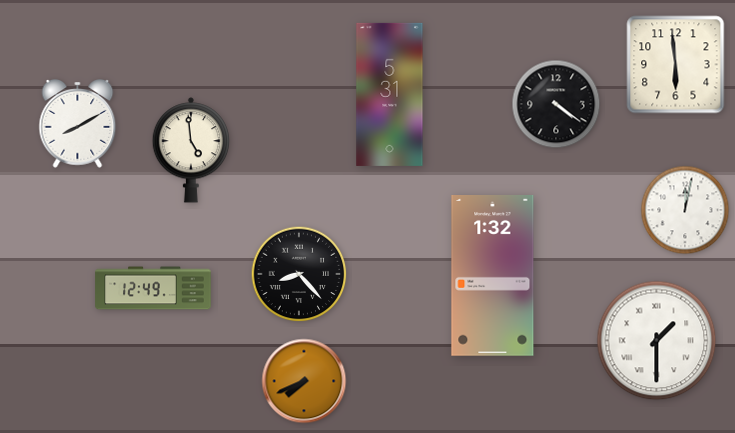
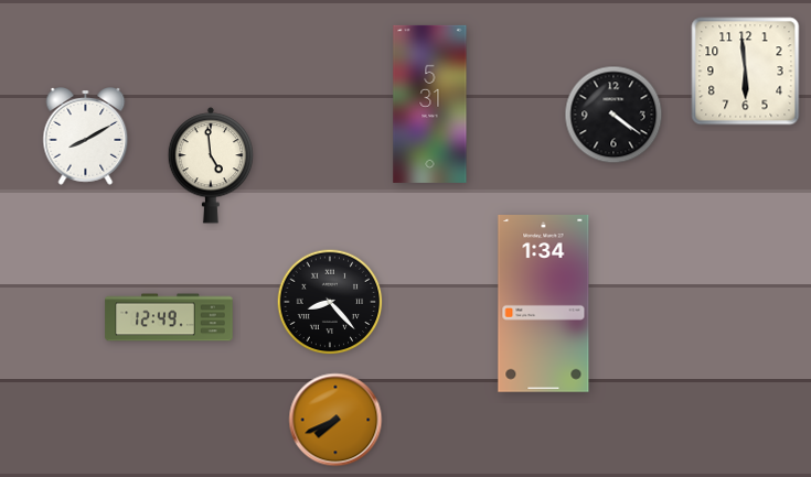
clock at (685, 210): 12:02 -> none
clock at (493, 276): 1:32 -> 1:34
clock at (657, 341): 1:30 -> none
